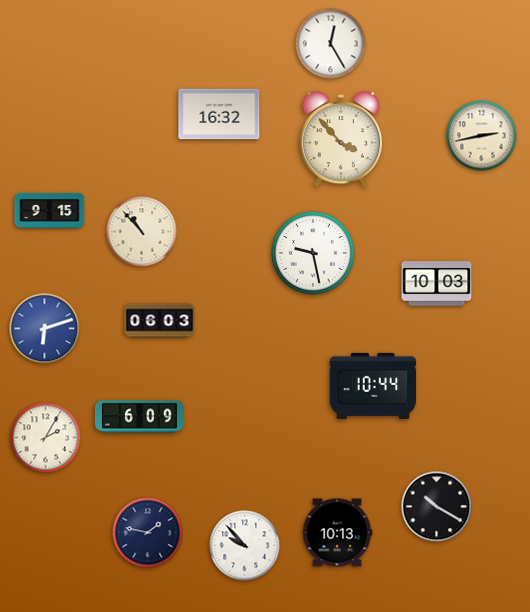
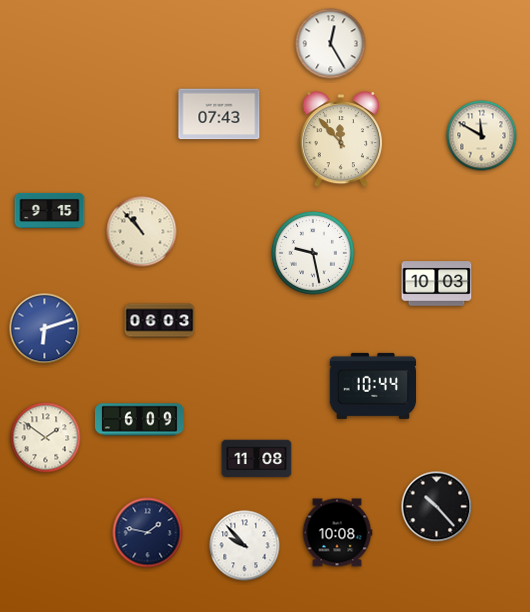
clock at (219, 114): 16:32 -> 07:43
clock at (482, 136): 2:43 -> 11:50
clock at (340, 139): 3:53 -> 11:53
clock at (139, 417) position: (139, 417) -> (139, 420)
clock at (46, 438): 2:05 -> 1:51
clock at (257, 459): none -> 11:08
clock at (437, 507): 10:20 -> 10:23
clock at (337, 533): 10:13 -> 10:08
